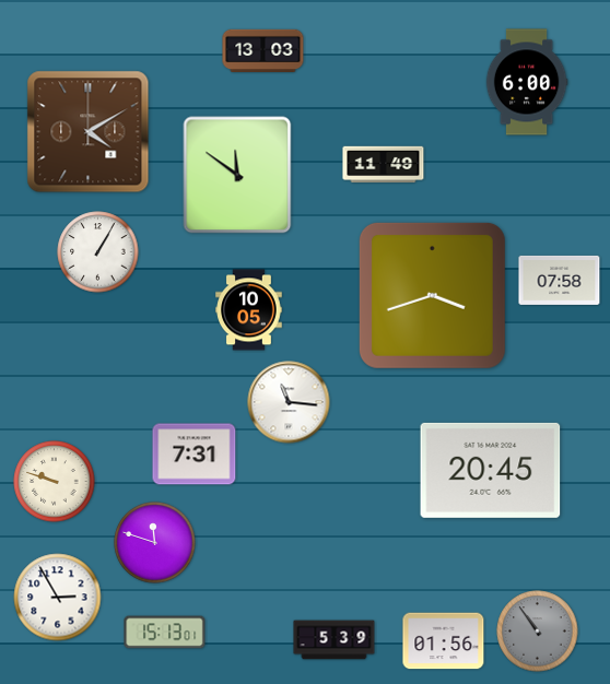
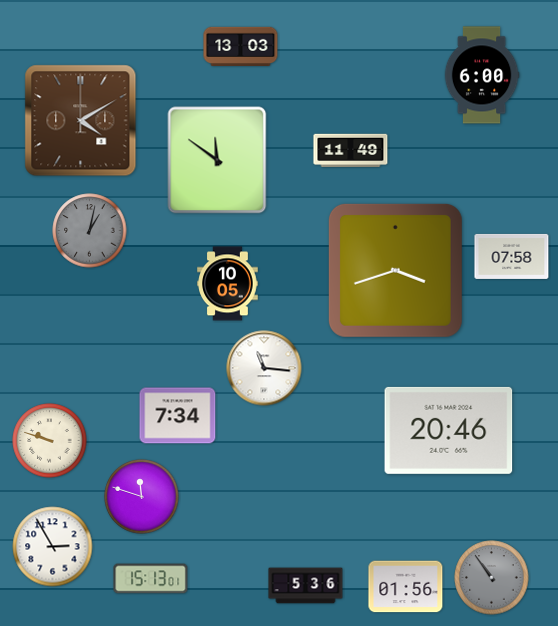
clock at (98, 252): 1:05 -> 1:02
clock at (98, 252) dial: white -> grey
clock at (195, 455): 7:31 -> 7:34
clock at (491, 470): 20:45 -> 20:46
clock at (335, 640): 5:39 -> 5:36
